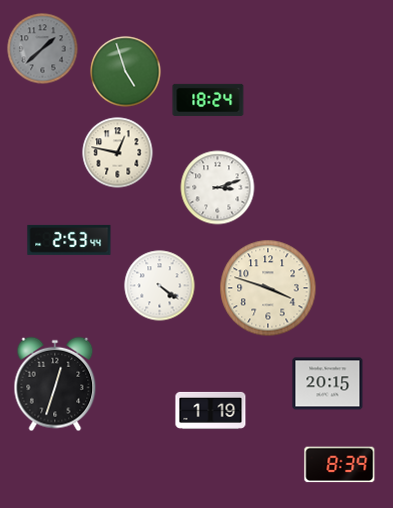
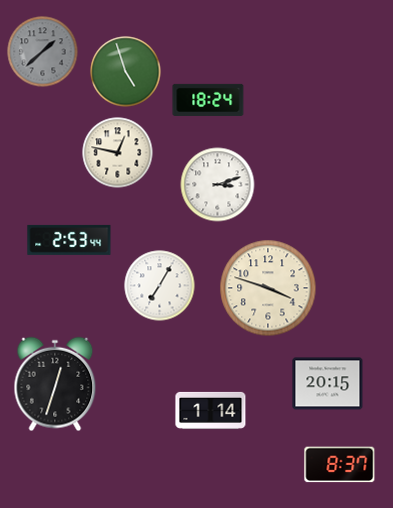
clock at (43, 49) position: (43, 49) -> (43, 52)
clock at (218, 188) position: (218, 188) -> (218, 185)
clock at (160, 286): 4:21 -> 7:05
clock at (211, 410): 1:19 -> 1:14
clock at (340, 465): 8:39 -> 8:37
